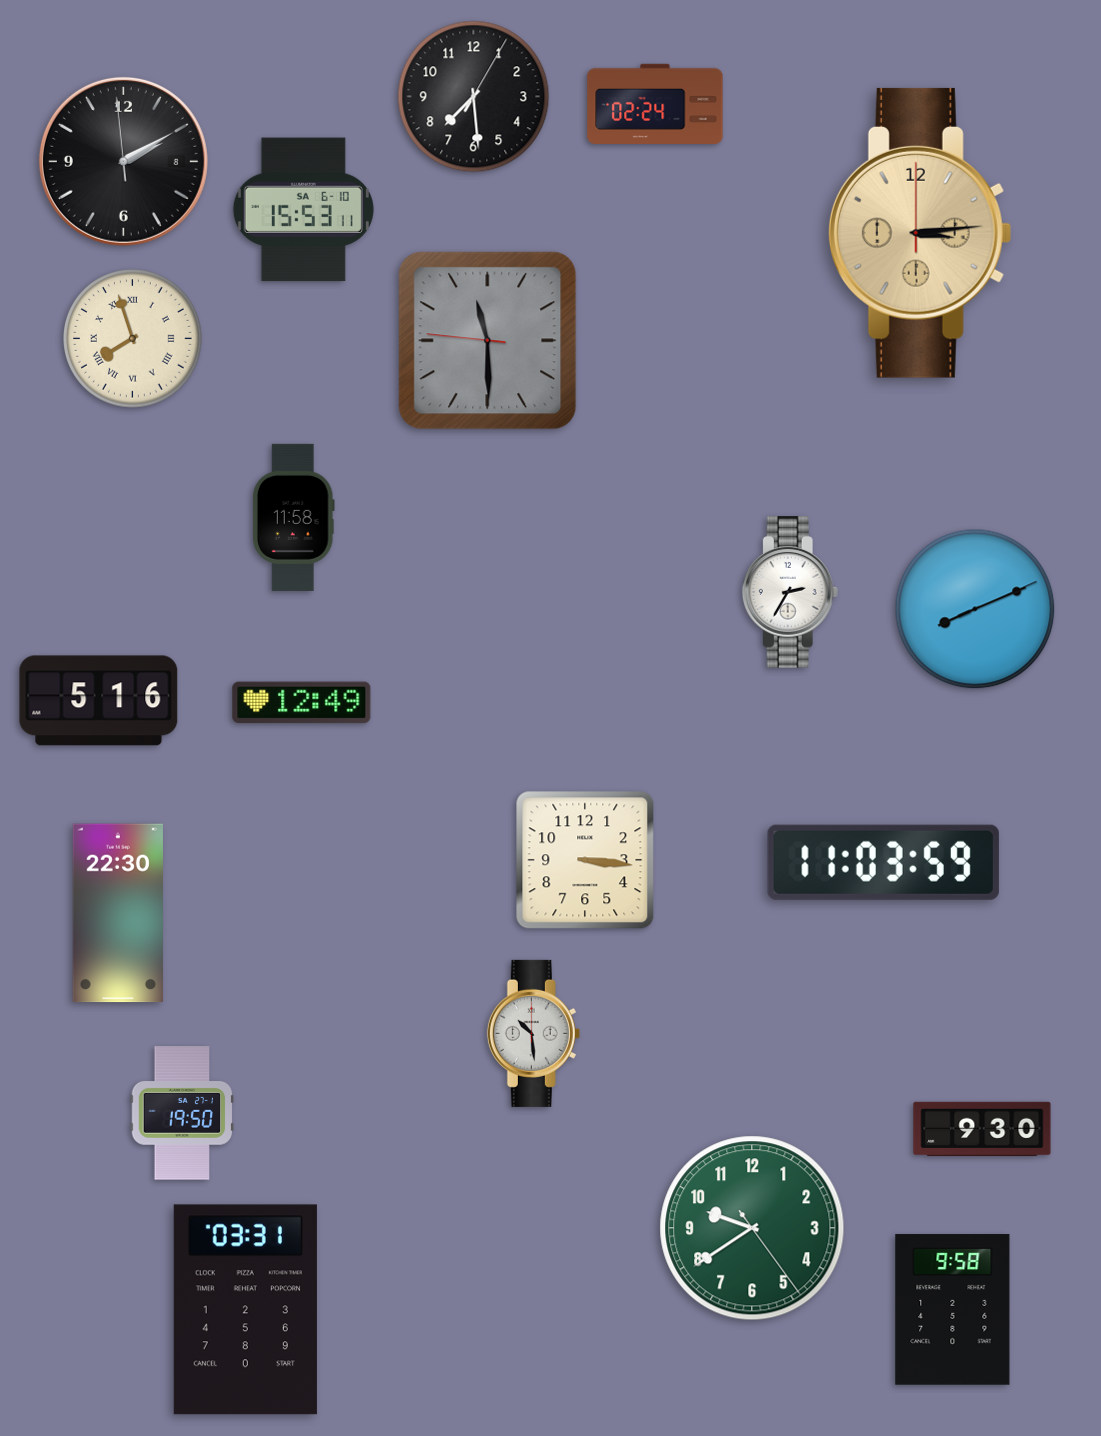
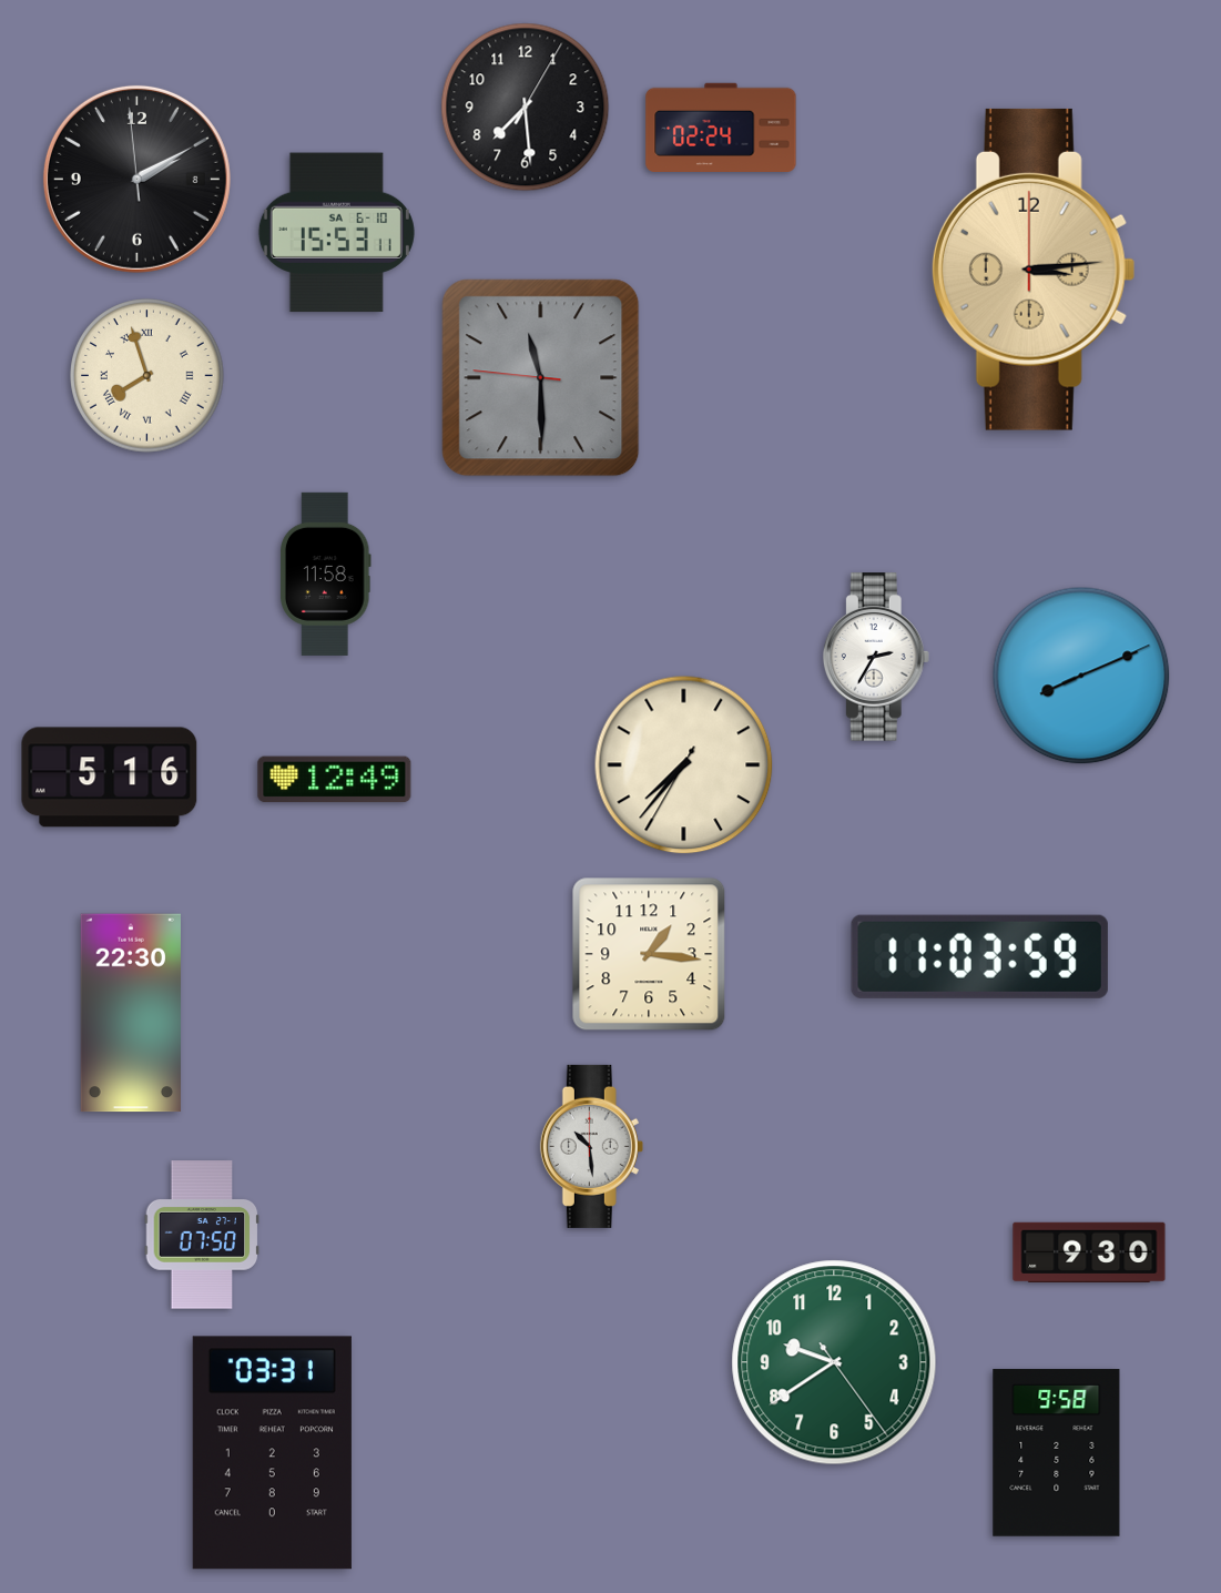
clock at (655, 103) position: (655, 103) -> (721, 126)
clock at (920, 233) position: (920, 233) -> (1034, 270)
clock at (684, 765): none -> 7:36
clock at (585, 860): 3:16 -> 1:16
clock at (182, 1113): 19:50 -> 07:50
